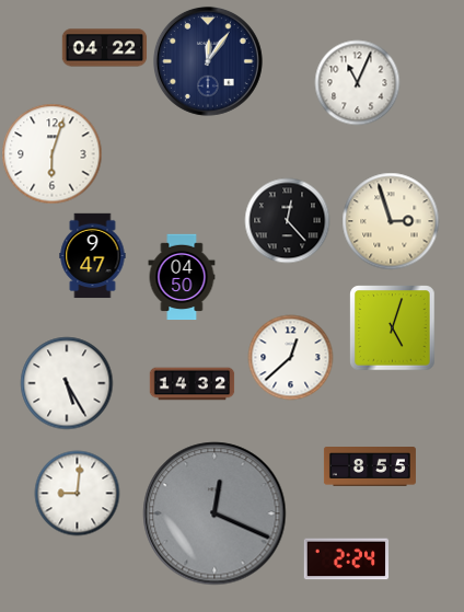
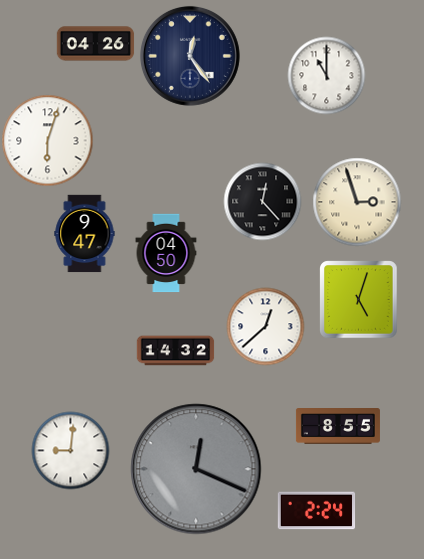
clock at (104, 48): 04:22 -> 04:26
clock at (208, 61): 12:06 -> 12:24
clock at (357, 82): 11:04 -> 11:00
clock at (67, 383): 5:25 -> none
